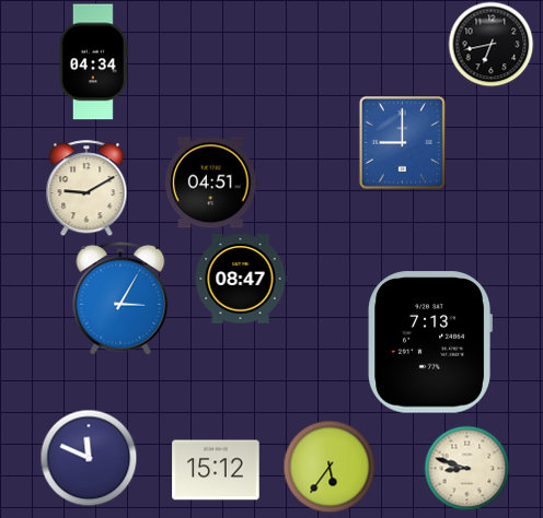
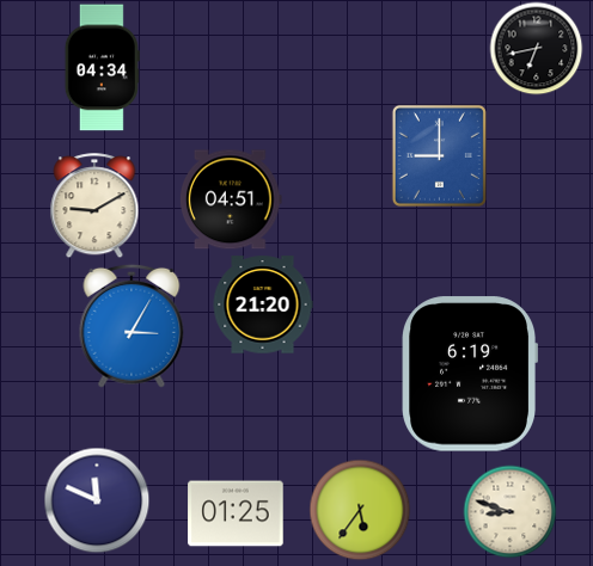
clock at (241, 279): 08:47 -> 21:20
clock at (429, 342): 7:13 -> 6:19
clock at (216, 470): 15:12 -> 01:25
